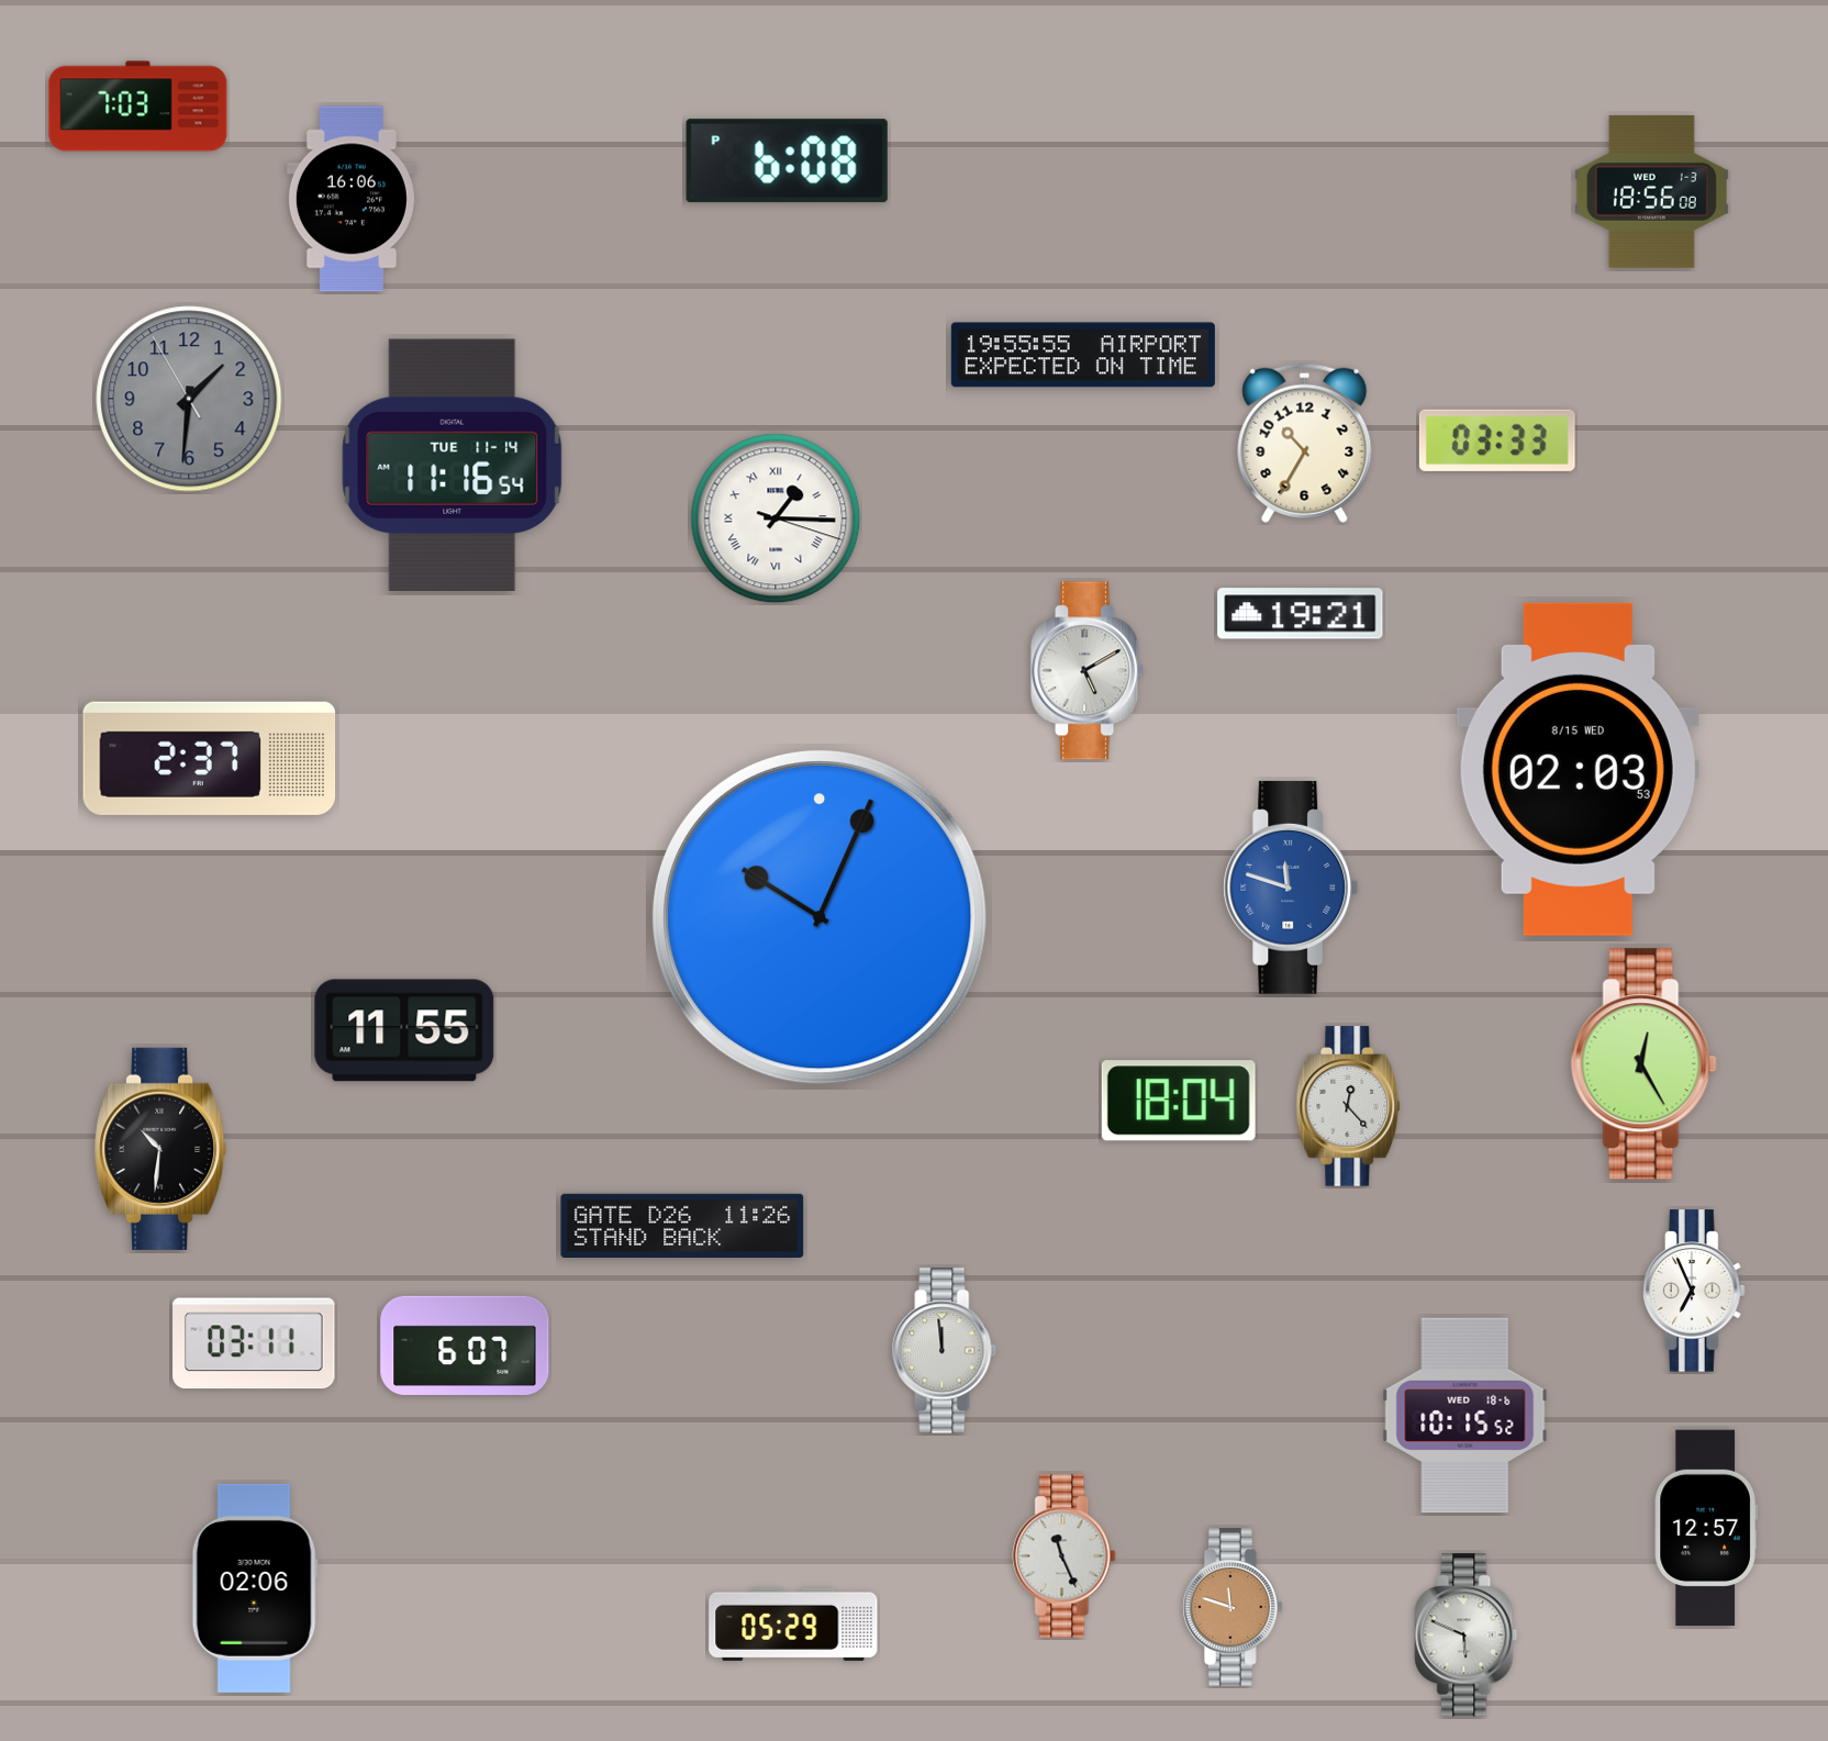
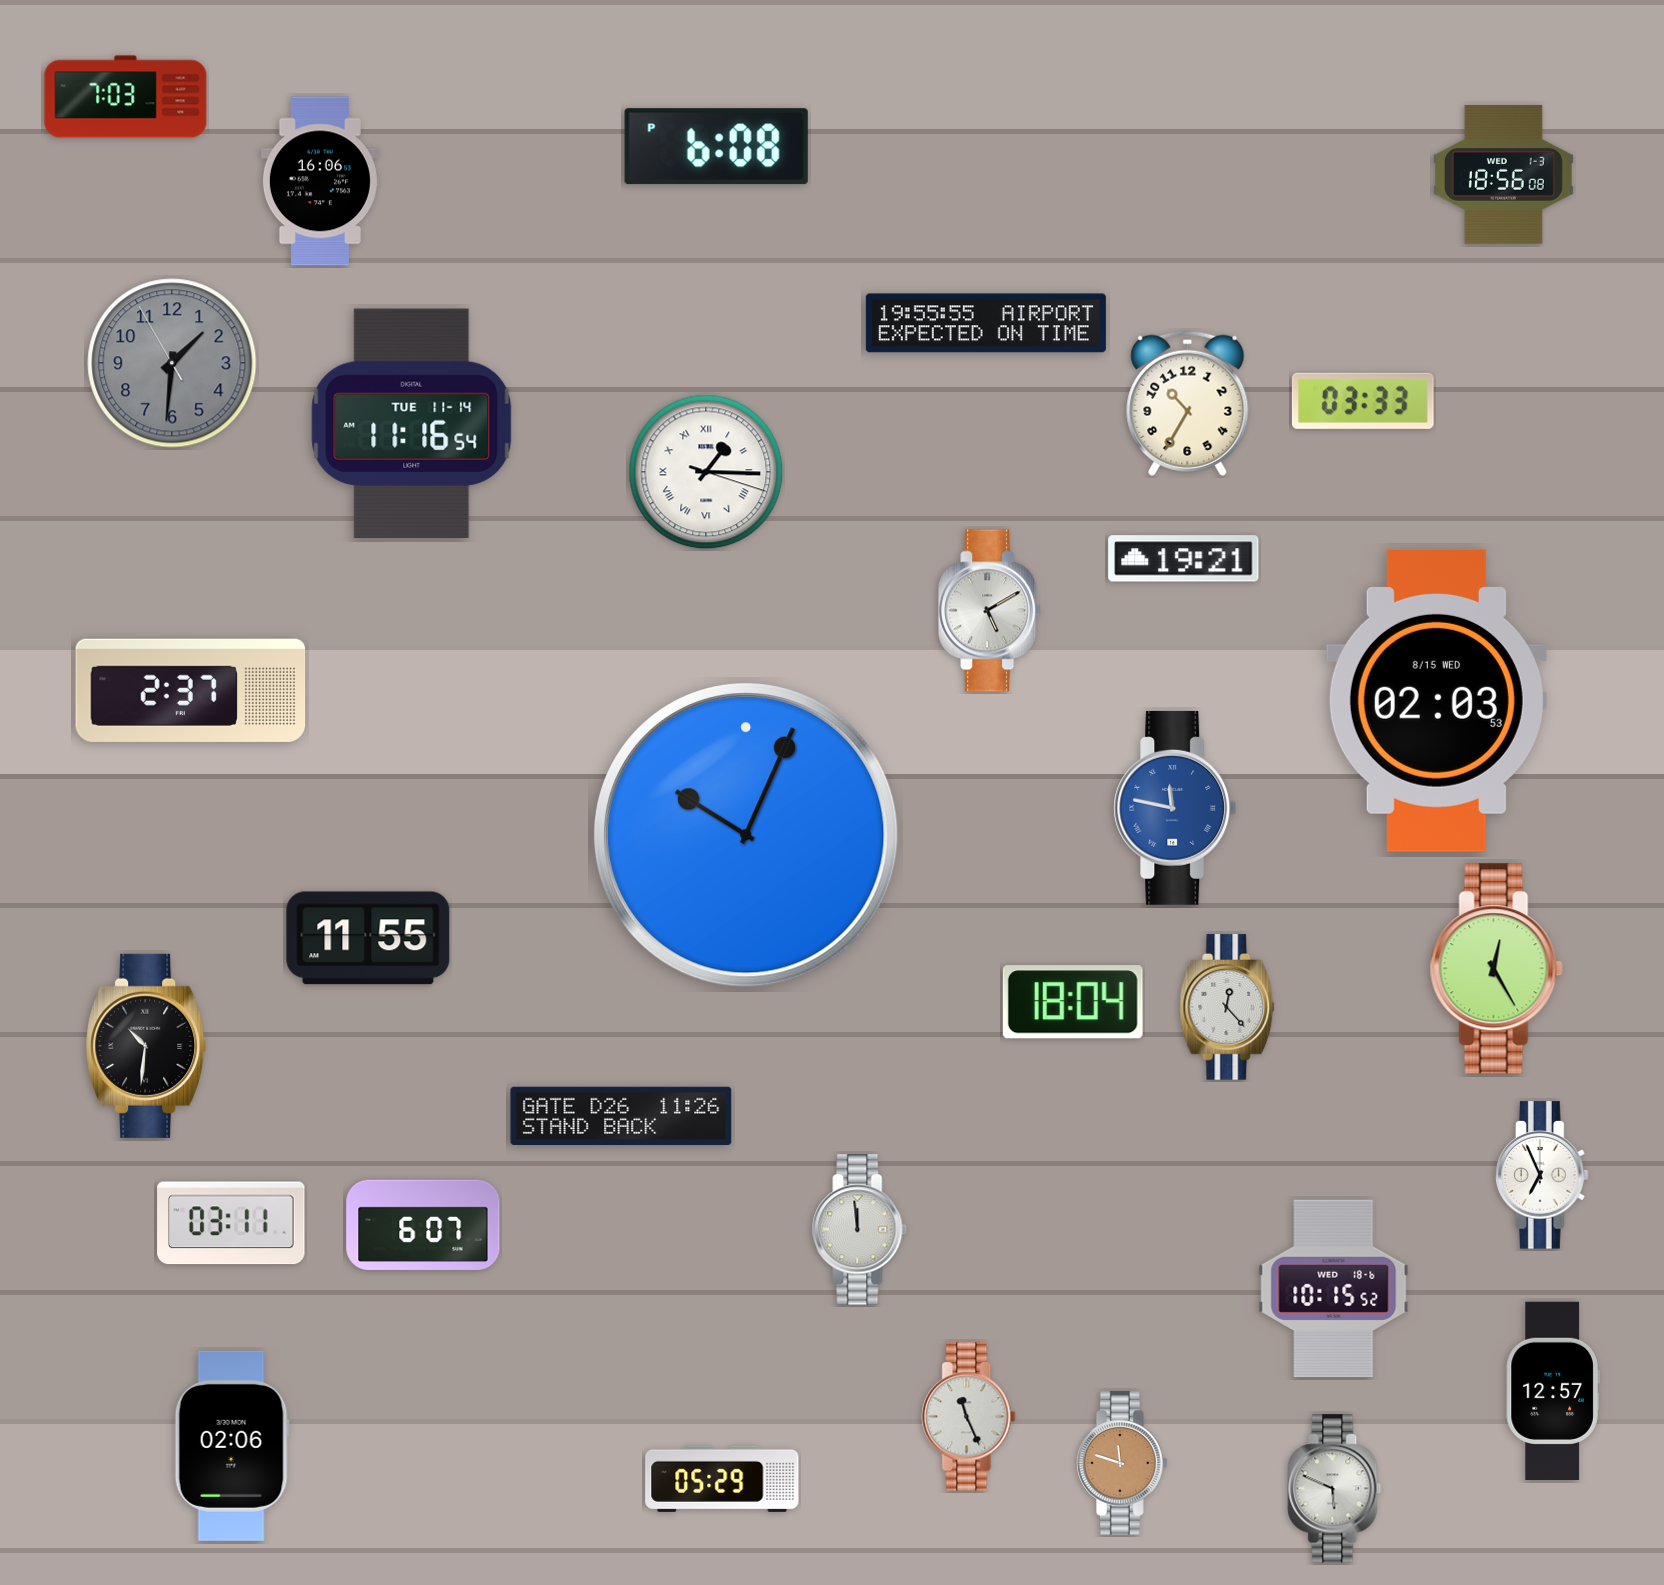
clock at (1291, 888): 11:48 -> 11:47
